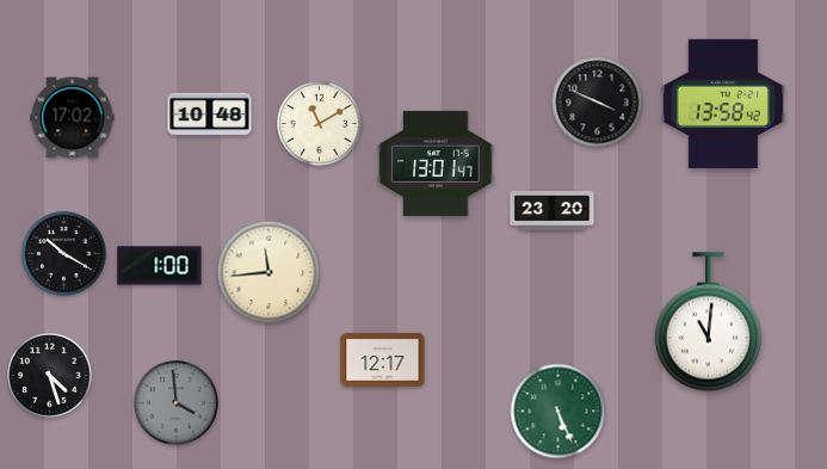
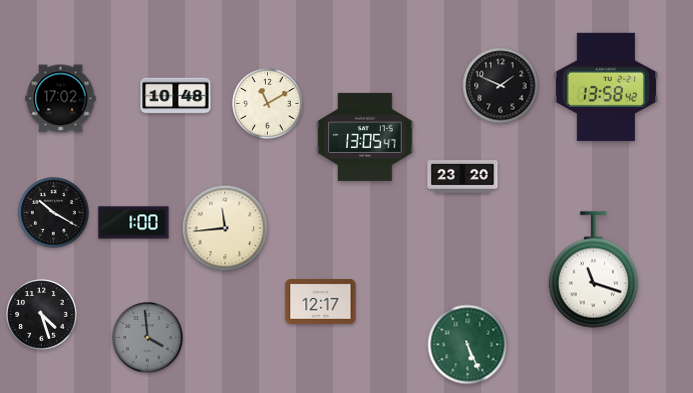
clock at (598, 103): 3:49 -> 1:49
clock at (436, 163): 13:01 -> 13:05
clock at (708, 322): 11:01 -> 11:18
